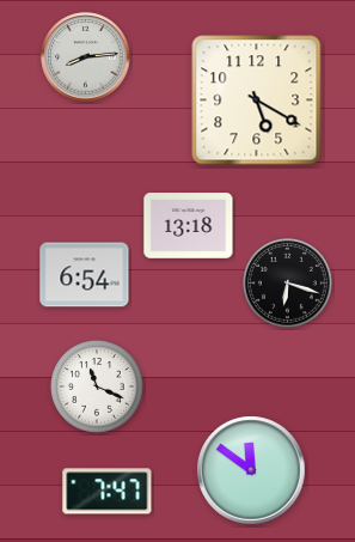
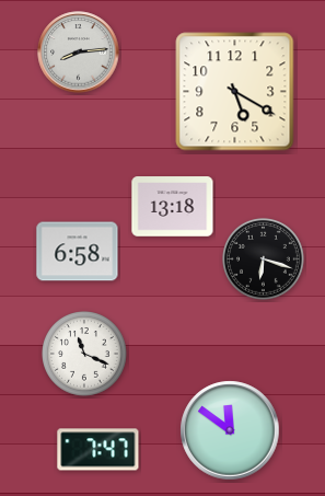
clock at (85, 275): 6:54 -> 6:58
clock at (98, 388) position: (98, 388) -> (85, 355)
